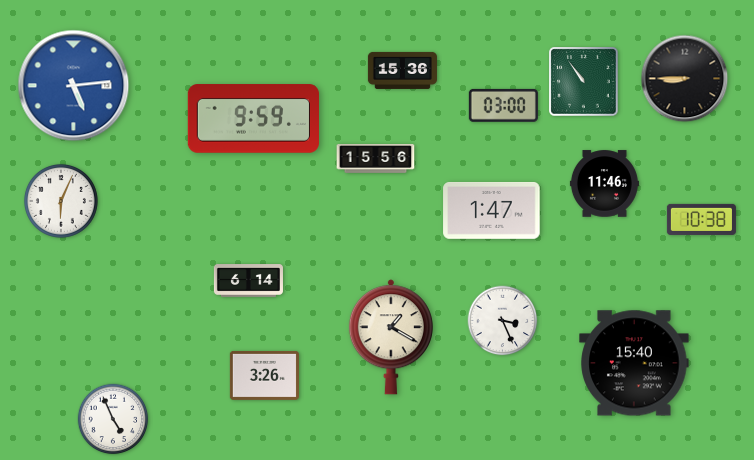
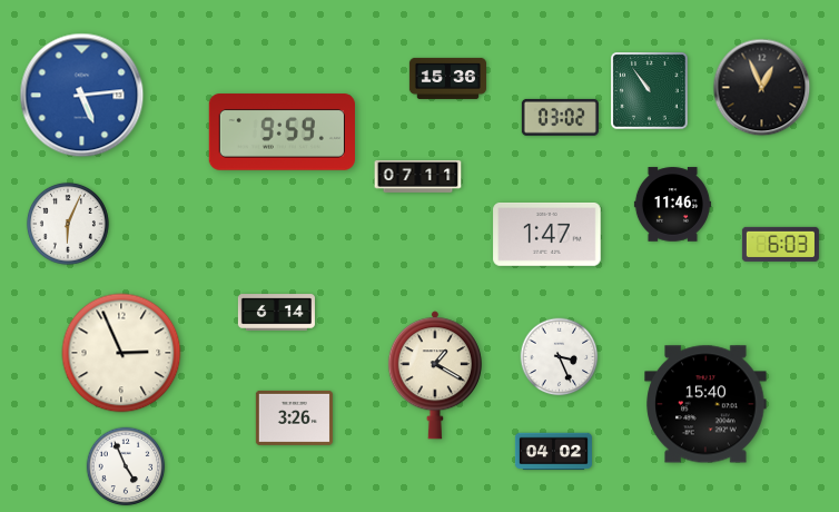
clock at (685, 79): 8:45 -> 12:56
clock at (503, 105): 03:00 -> 03:02
clock at (376, 159): 15:56 -> 07:11
clock at (701, 219): 10:38 -> 6:03
clock at (121, 353): none -> 2:56
clock at (553, 452): none -> 04:02
